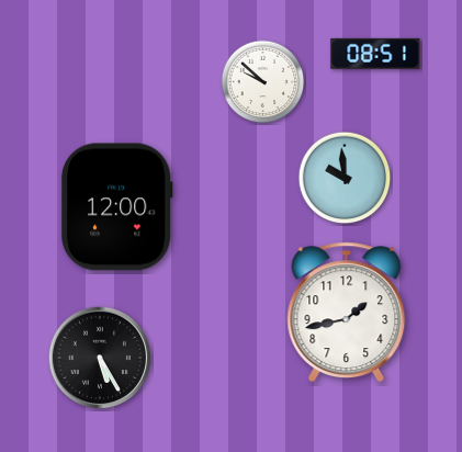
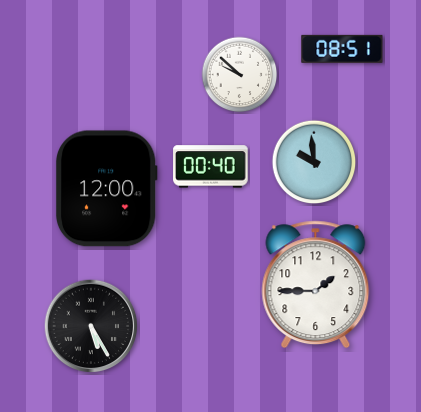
clock at (211, 167): none -> 00:40
clock at (347, 313): 1:43 -> 1:45
